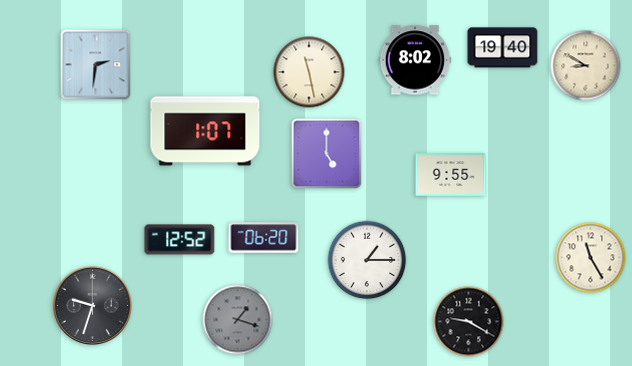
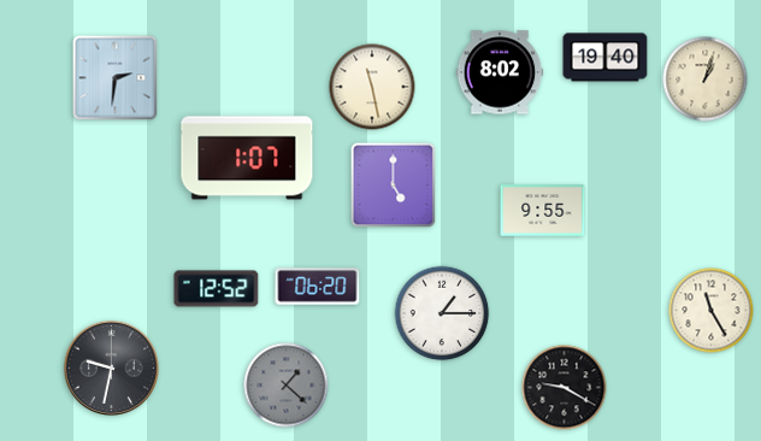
clock at (586, 66): 8:50 -> 1:03
clock at (92, 305): 9:33 -> 9:32
clock at (238, 320): 1:18 -> 1:22
